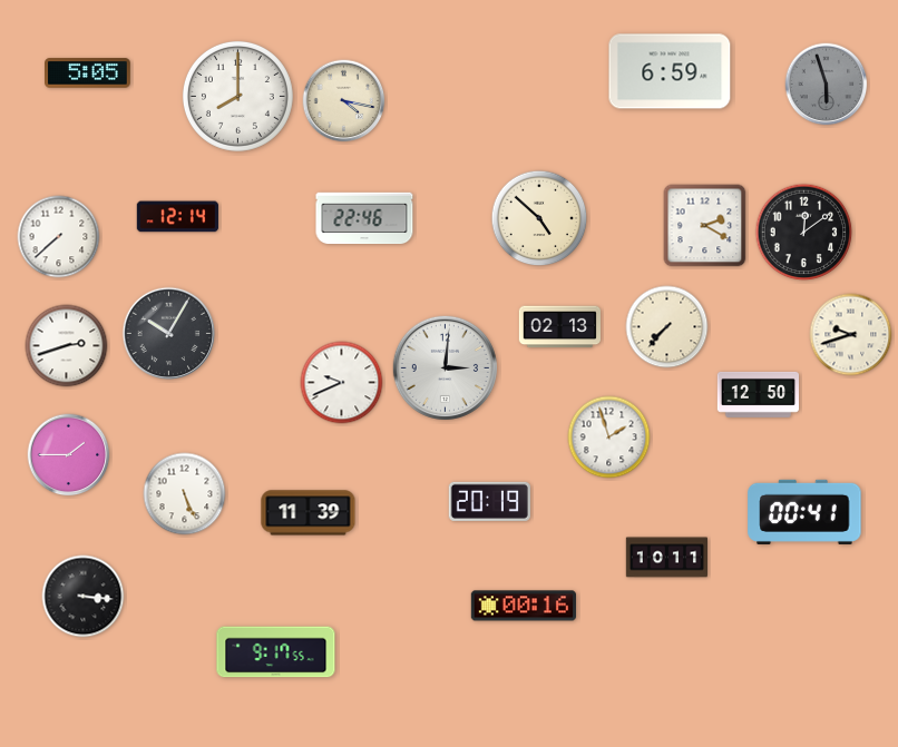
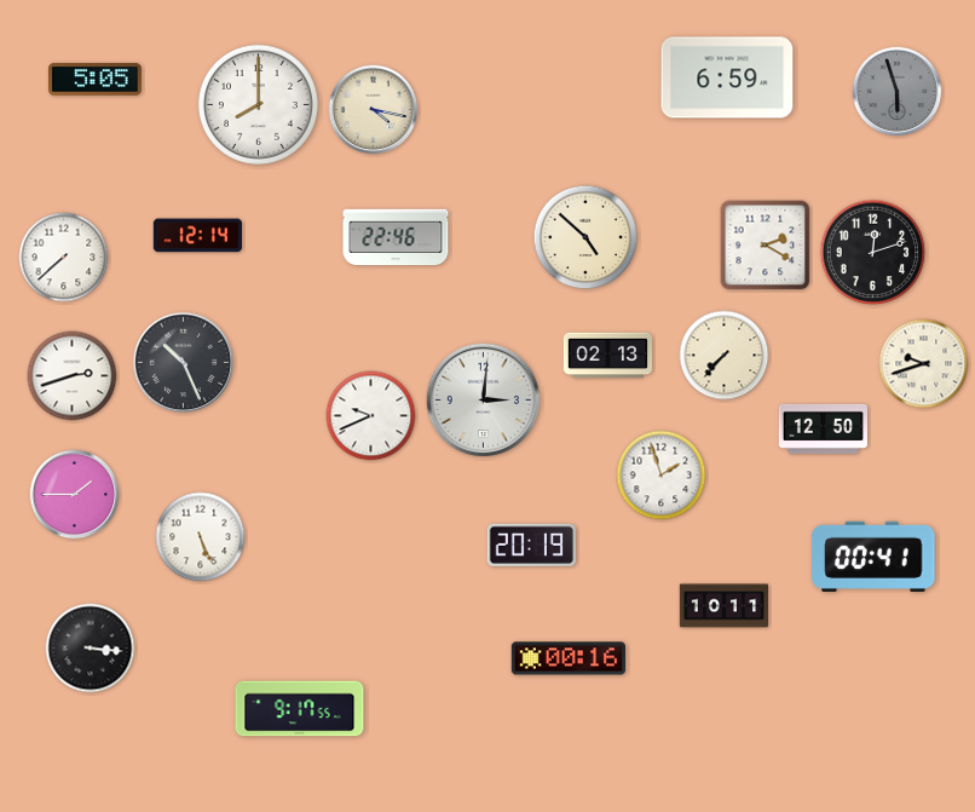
clock at (177, 217) position: (177, 217) -> (197, 236)
clock at (804, 233): 12:09 -> 12:12
clock at (169, 334): 10:05 -> 10:26
clock at (309, 513): 11:39 -> none
